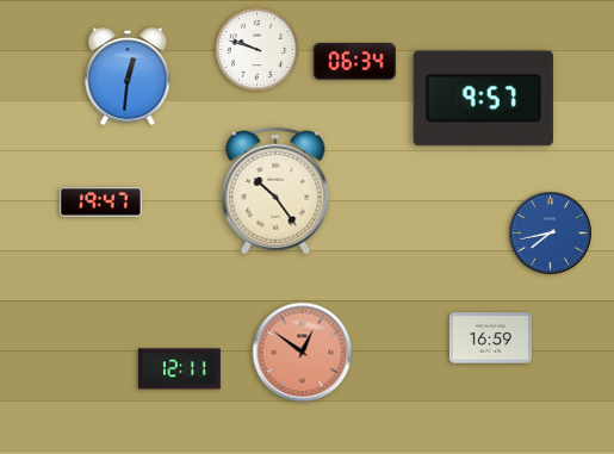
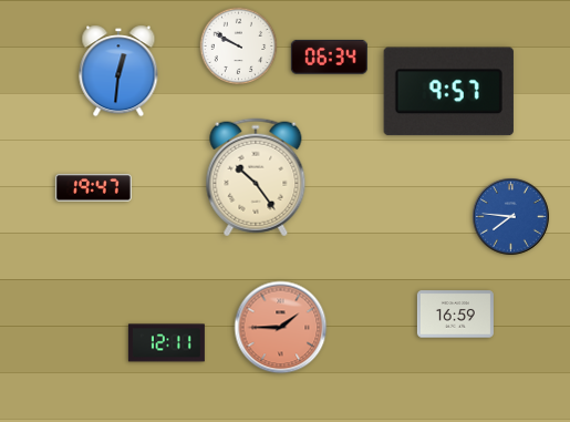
clock at (258, 50): 9:48 -> 9:50
clock at (551, 234): 7:43 -> 7:46
clock at (303, 353): 12:51 -> 1:45
